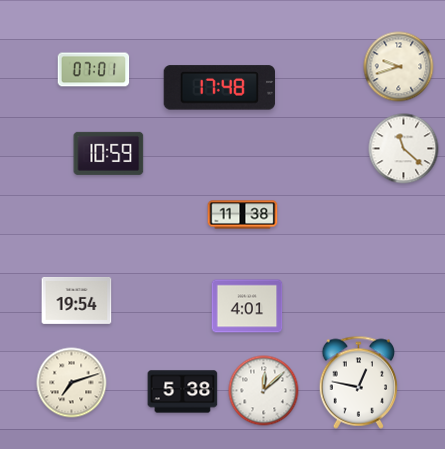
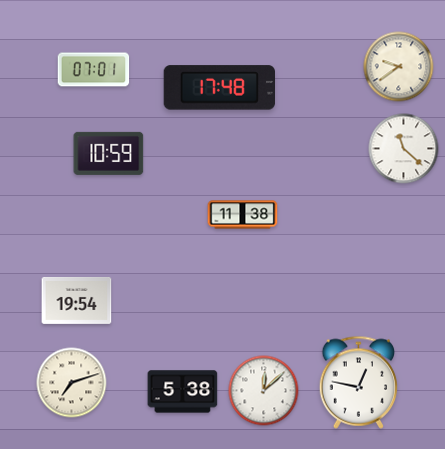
clock at (399, 67): 9:42 -> 9:39
clock at (247, 306): 4:01 -> none
